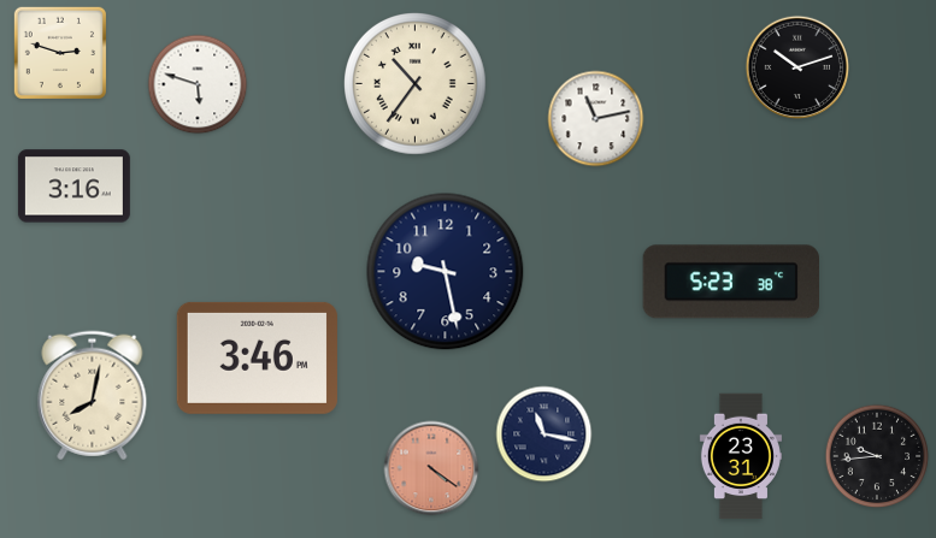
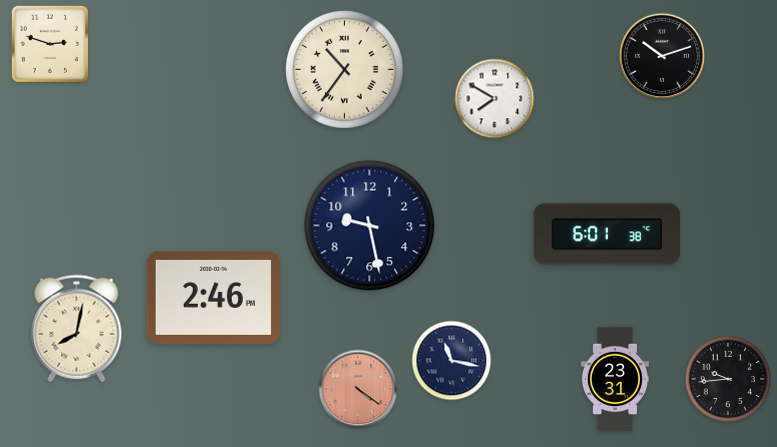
clock at (198, 84): 5:48 -> none
clock at (596, 119): 11:13 -> 7:50
clock at (73, 187): 3:16 -> none
clock at (730, 282): 5:23 -> 6:01
clock at (257, 357): 3:46 -> 2:46
